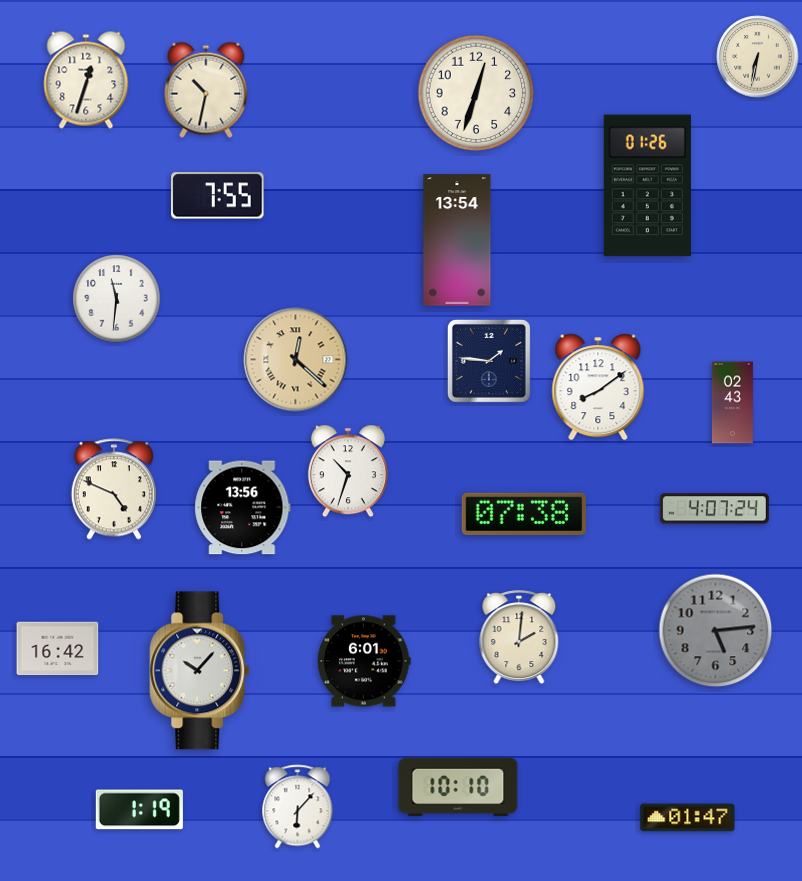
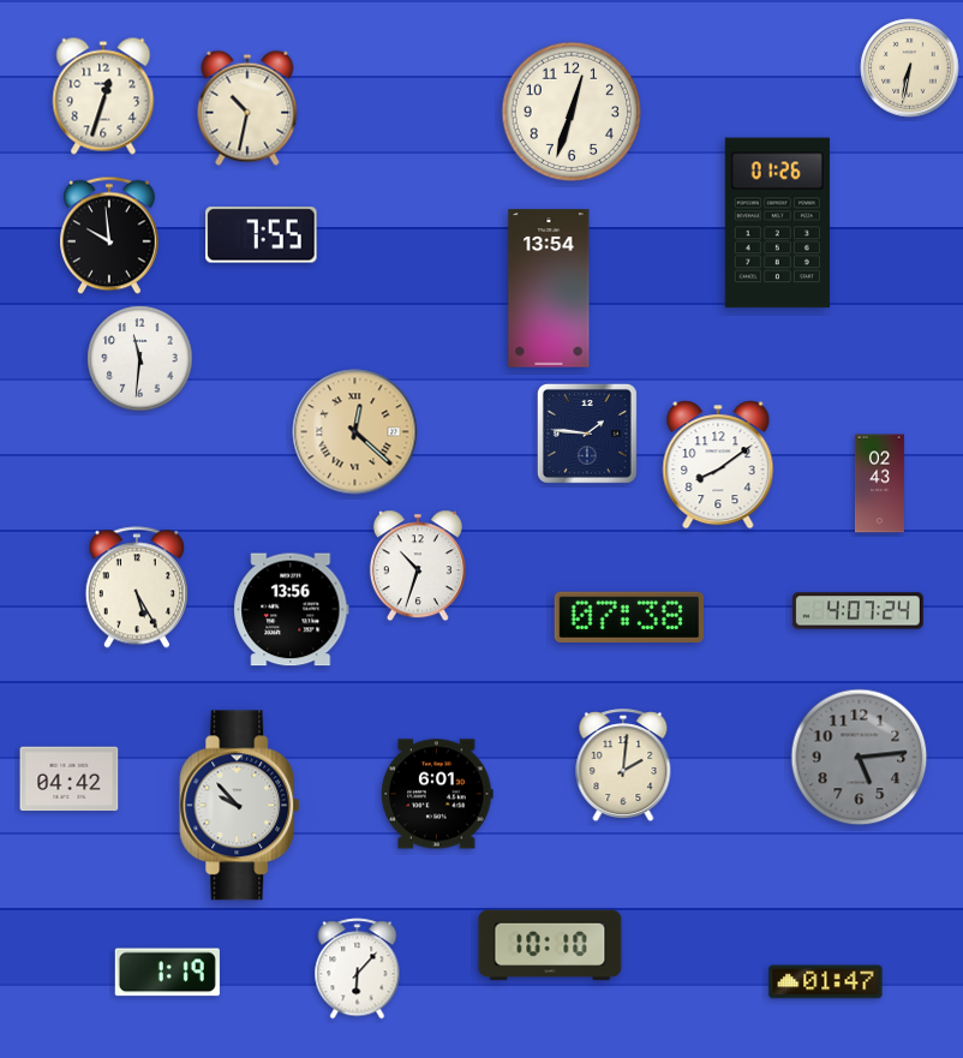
clock at (110, 235): none -> 9:59
clock at (114, 489): 4:49 -> 5:25
clock at (58, 649): 16:42 -> 04:42
clock at (200, 671): 10:07 -> 9:53
